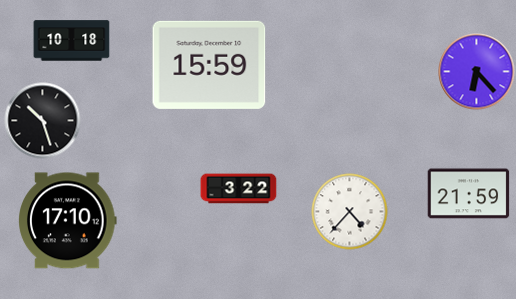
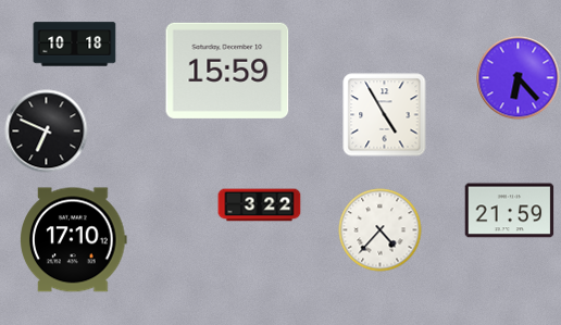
clock at (72, 41) position: (72, 41) -> (75, 45)
clock at (385, 115): none -> 4:55
clock at (43, 121): 10:27 -> 6:49
